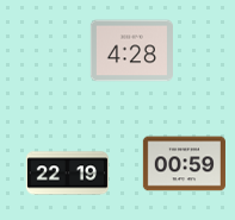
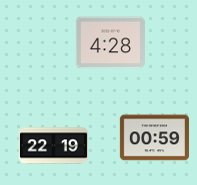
clock at (67, 174) position: (67, 174) -> (53, 146)
